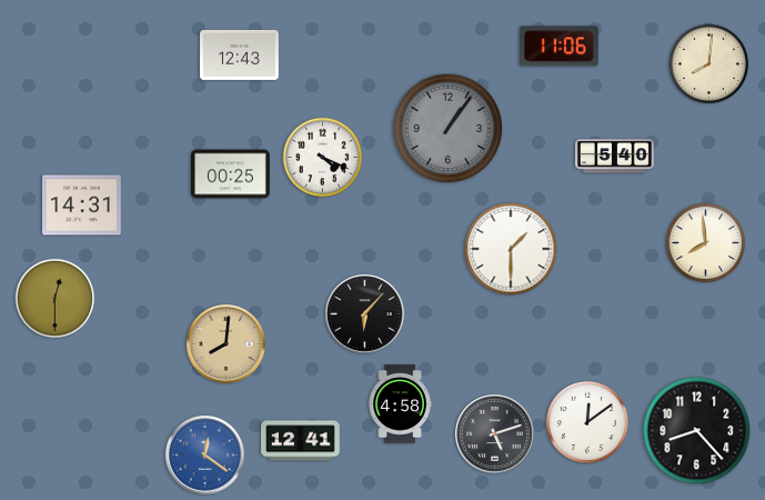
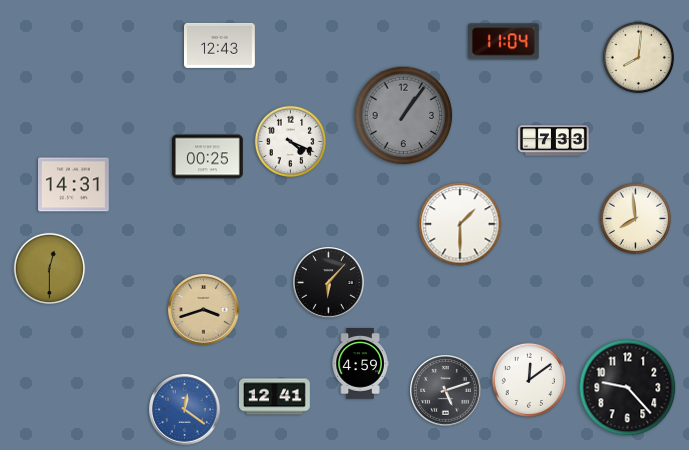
clock at (560, 47): 11:06 -> 11:04
clock at (240, 54) position: (240, 54) -> (220, 45)
clock at (615, 157): 5:40 -> 7:33
clock at (227, 344): 8:01 -> 3:42
clock at (400, 404): 4:58 -> 4:59
clock at (697, 431): 8:23 -> 9:23
clock at (301, 441) position: (301, 441) -> (275, 397)
